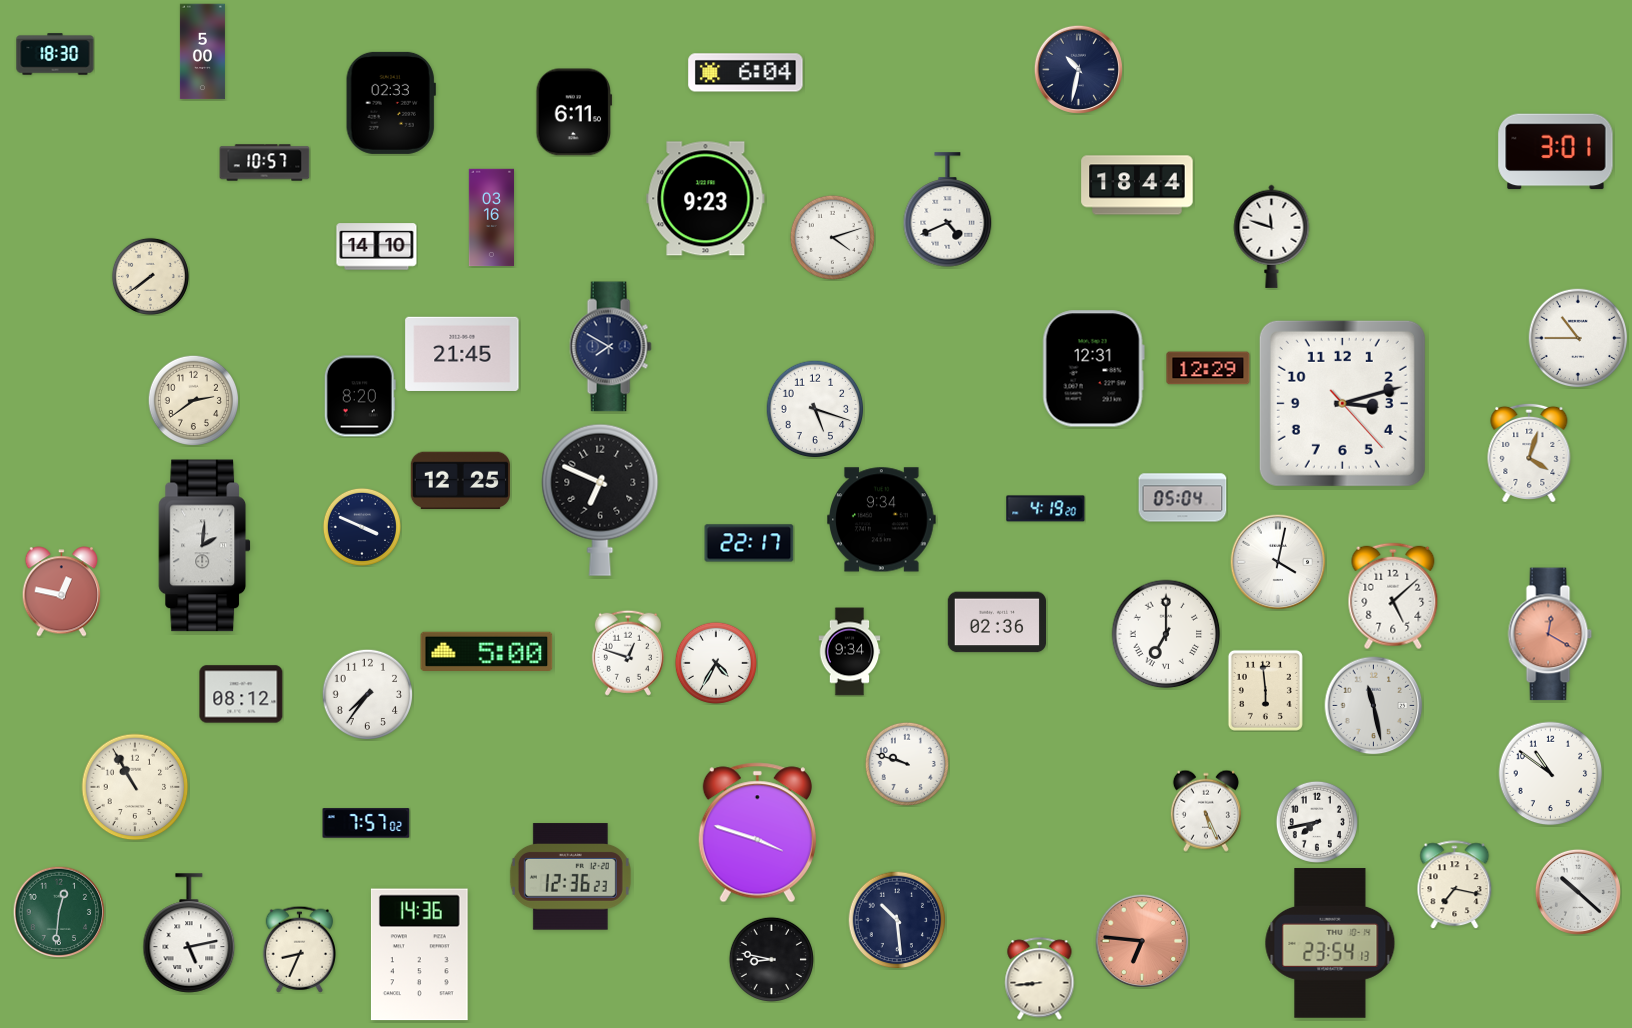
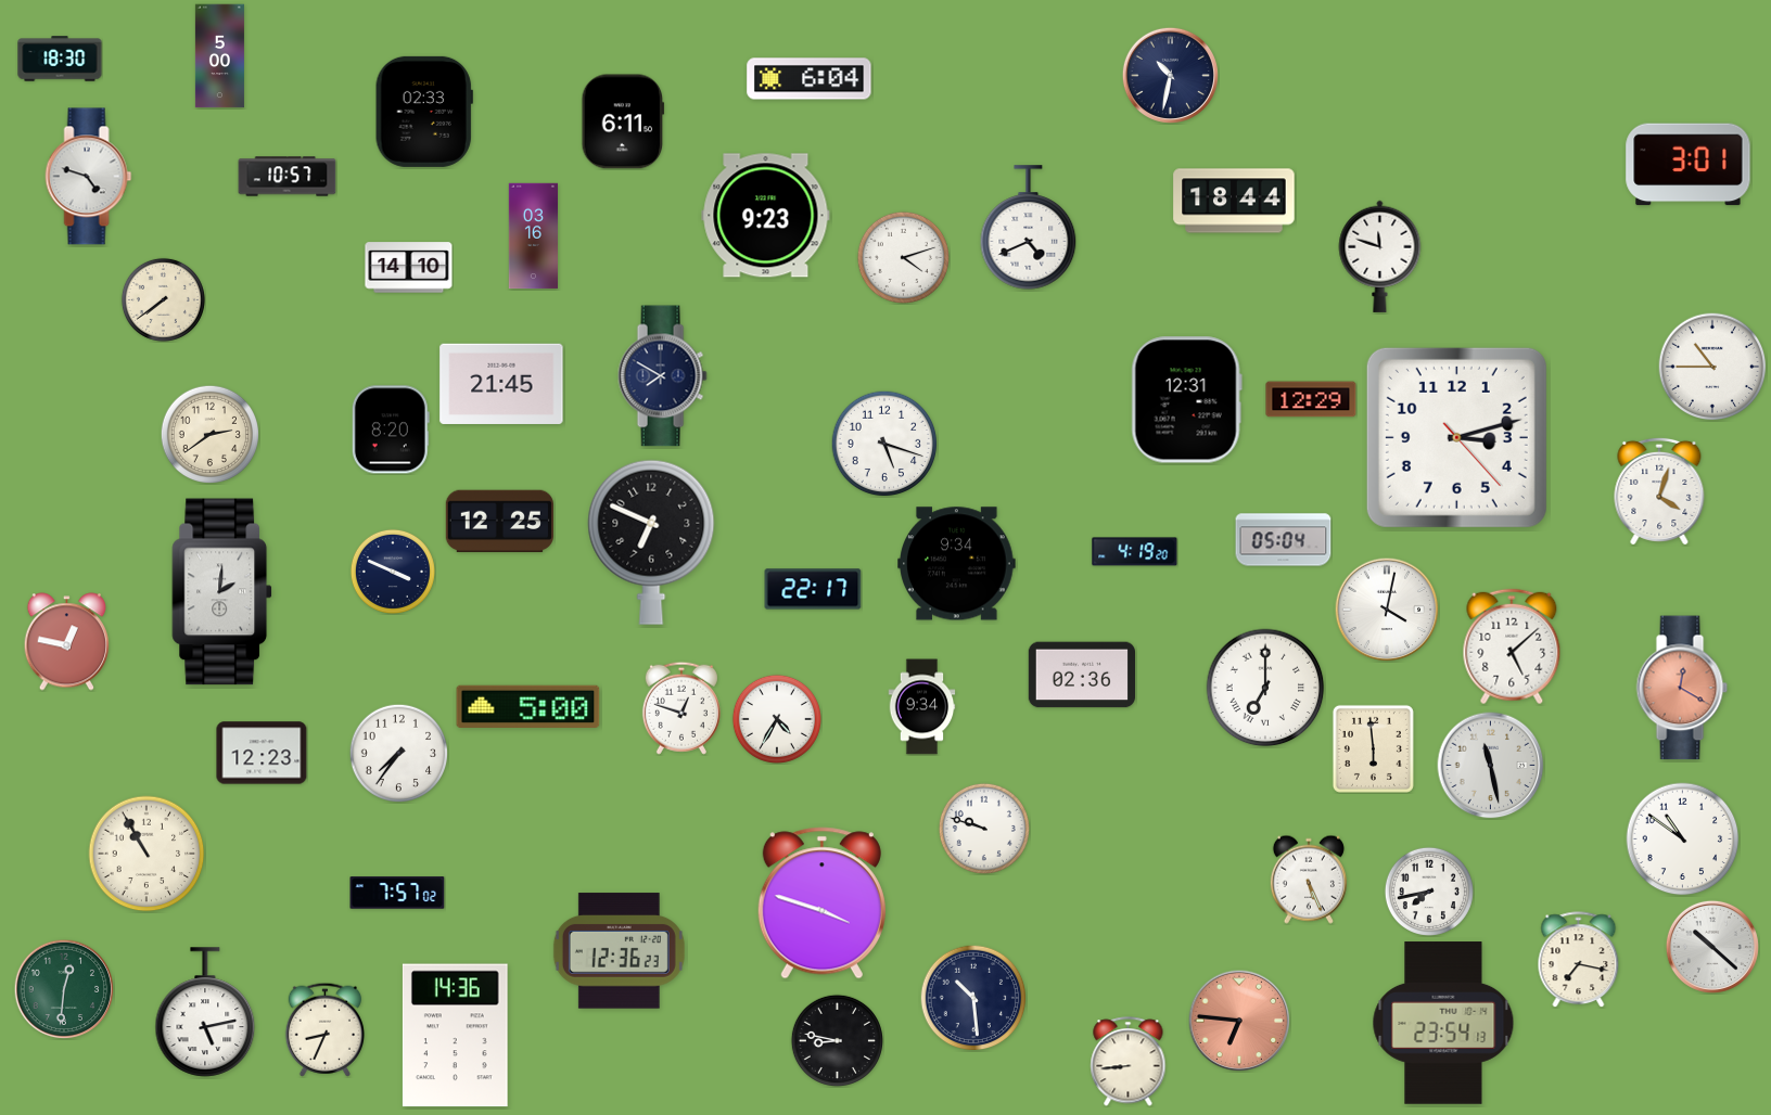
clock at (89, 177): none -> 4:48
clock at (241, 694): 08:12 -> 12:23
clock at (1578, 892) position: (1578, 892) -> (1712, 947)
